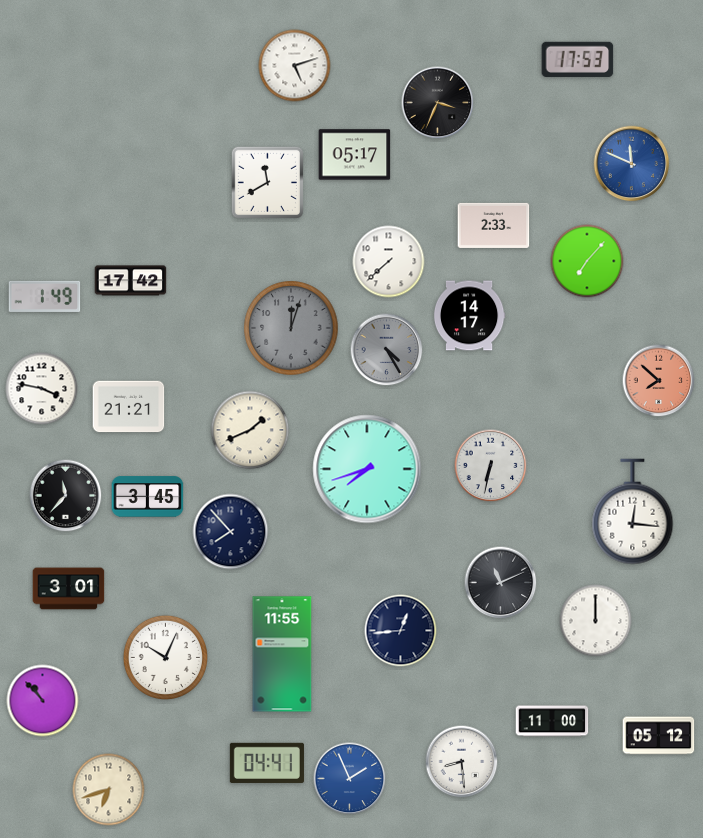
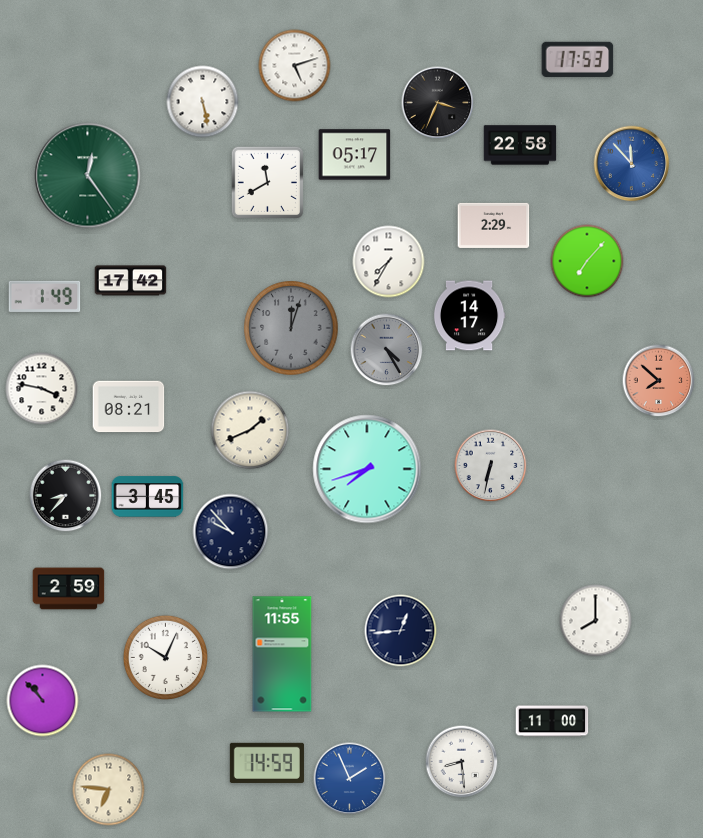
clock at (203, 102): none -> 5:28
clock at (520, 145): none -> 22:58
clock at (632, 164): 11:49 -> 11:53
clock at (88, 176): none -> 12:24
clock at (494, 225): 2:33 -> 2:29
clock at (389, 262): 7:38 -> 7:35
clock at (129, 407): 21:21 -> 08:21
clock at (66, 496): 11:37 -> 8:37
clock at (633, 512): 12:16 -> none
clock at (231, 532): 7:53 -> 9:53
clock at (501, 583): 11:11 -> none
clock at (69, 589): 3:01 -> 2:59
clock at (596, 621): 12:00 -> 8:00
clock at (659, 736): 05:12 -> none
clock at (267, 763): 04:41 -> 14:59
clock at (109, 790): 6:42 -> 6:46
